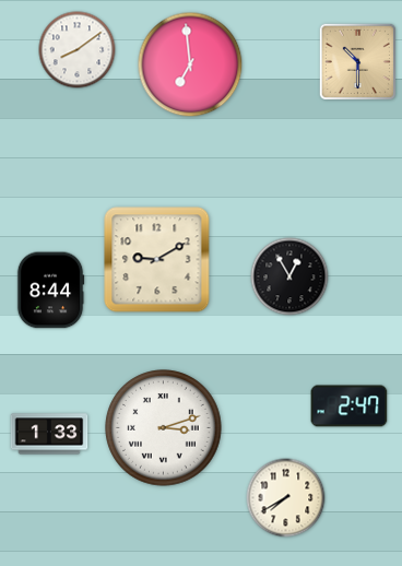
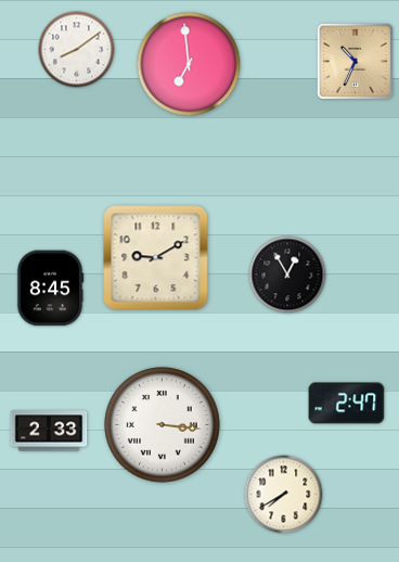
clock at (357, 61): 10:30 -> 10:34
clock at (50, 291): 8:44 -> 8:45
clock at (164, 428): 3:12 -> 3:16
clock at (49, 434): 1:33 -> 2:33
